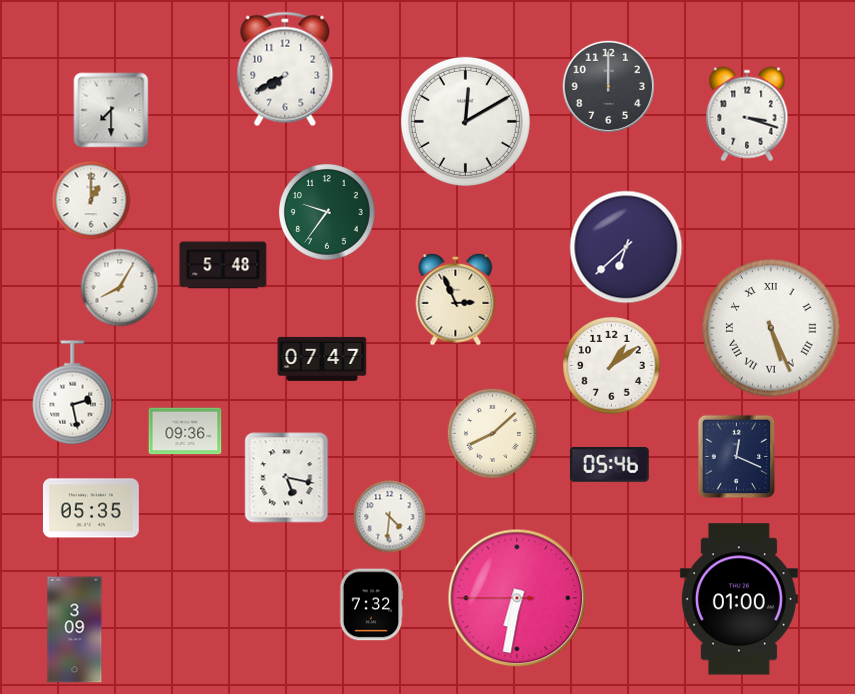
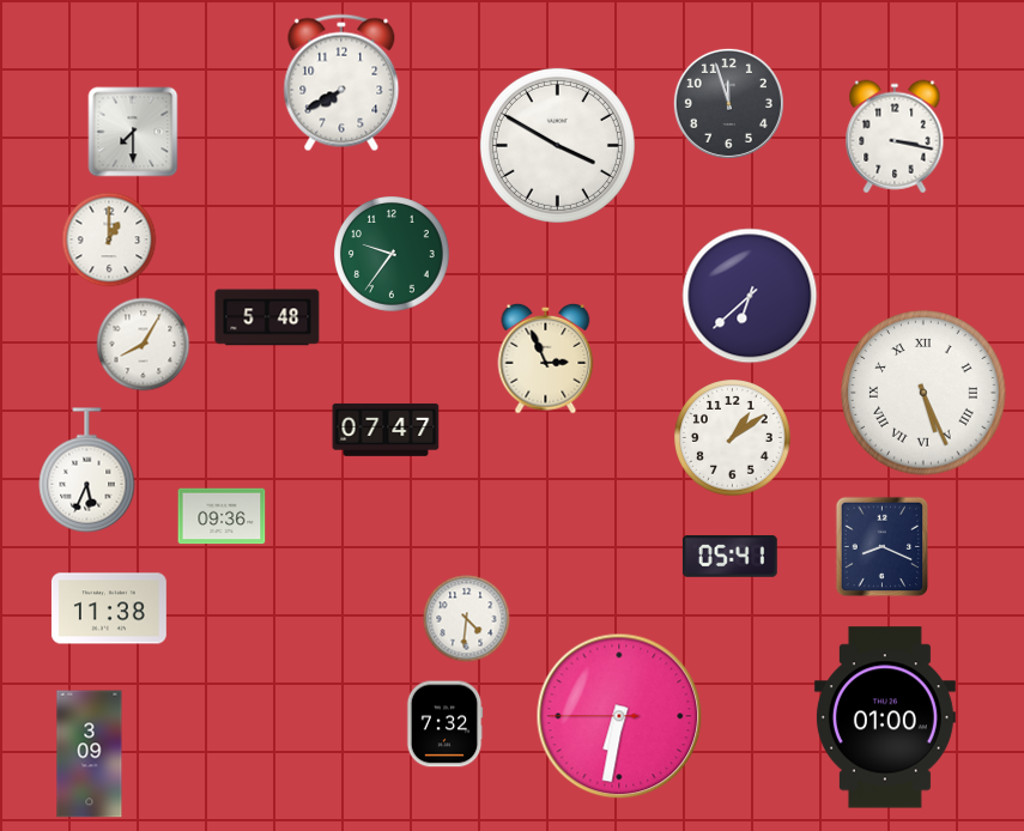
clock at (608, 86): 12:00 -> 11:57
clock at (747, 114): 3:18 -> 3:17
clock at (465, 121): 12:10 -> 3:50
clock at (73, 393): 2:28 -> 5:34
clock at (492, 433): 8:08 -> none
clock at (737, 457): 12:19 -> 8:19
clock at (609, 464): 05:46 -> 05:41
clock at (287, 478): 5:17 -> none
clock at (91, 508): 05:35 -> 11:38
